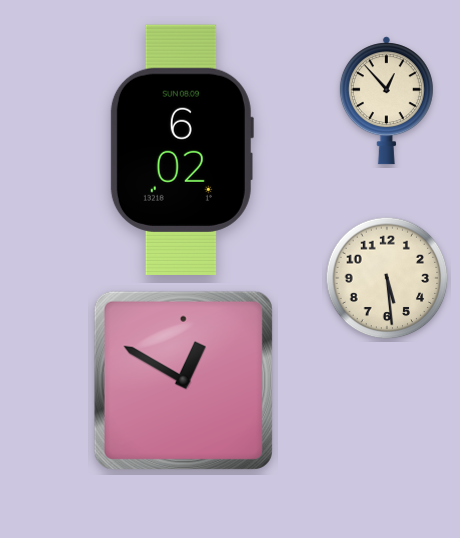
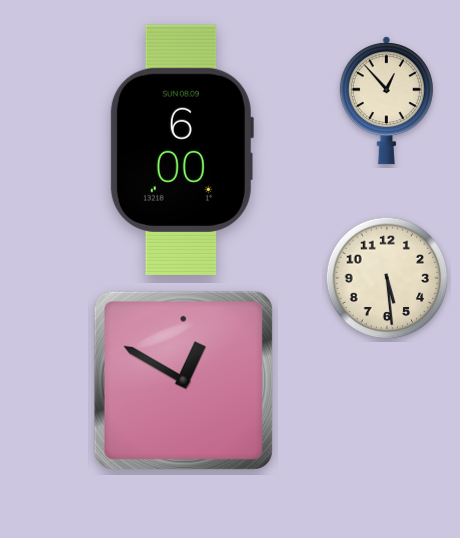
clock at (182, 150): 6:02 -> 6:00
